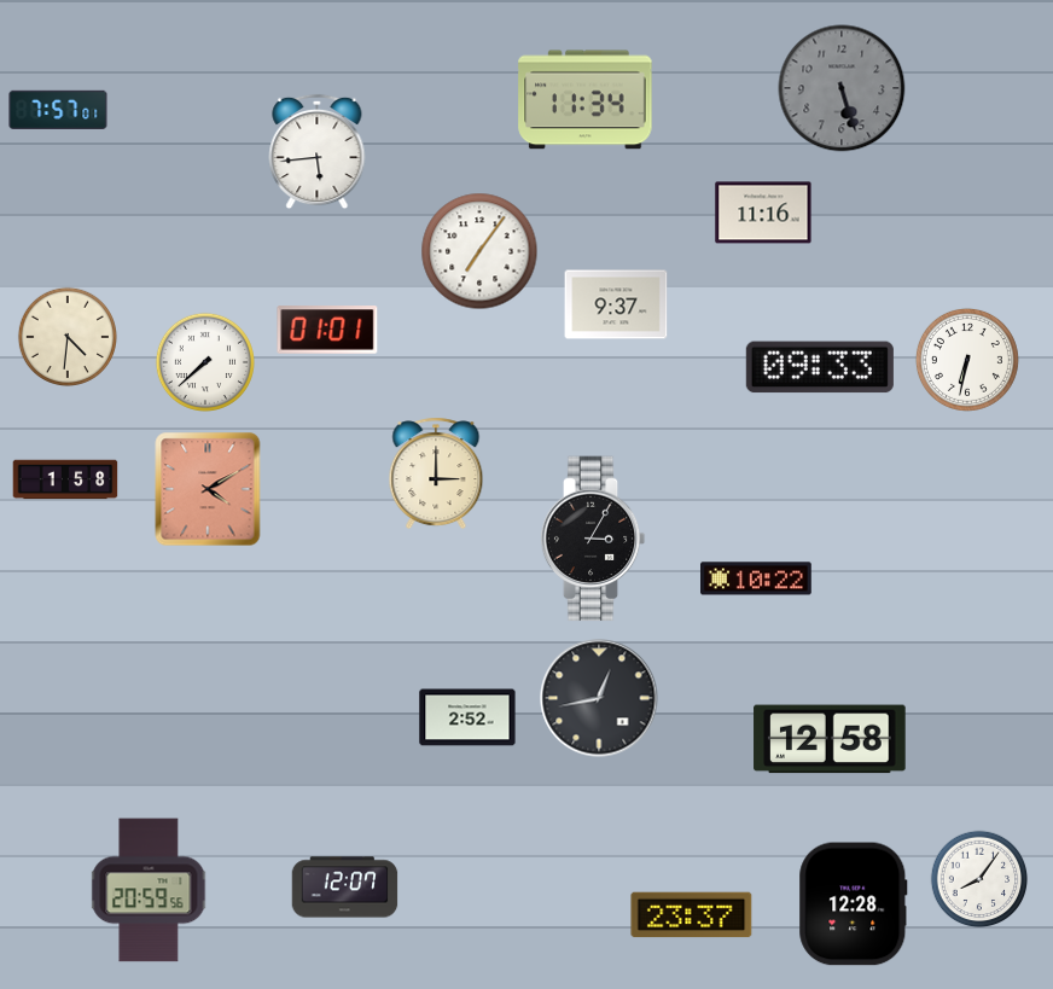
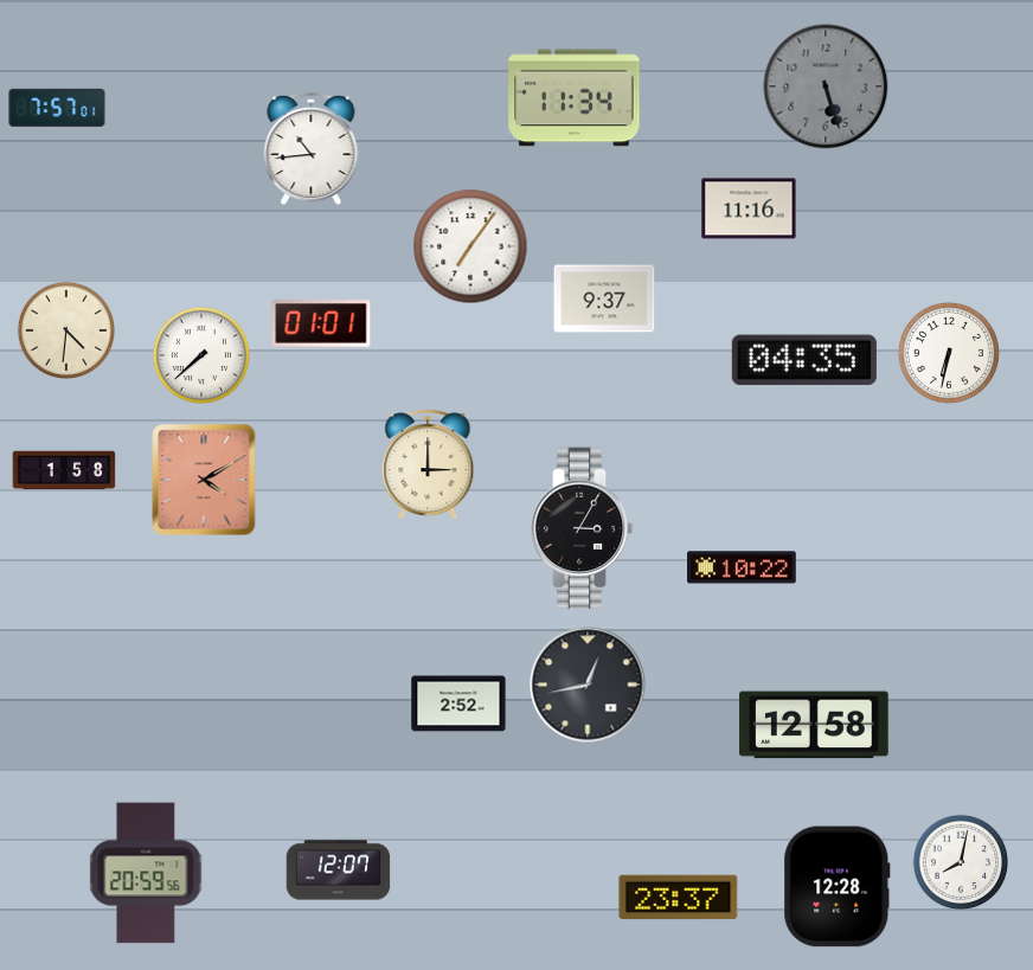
clock at (318, 152): 5:44 -> 10:44
clock at (820, 367): 09:33 -> 04:35
clock at (979, 879): 8:06 -> 8:02
